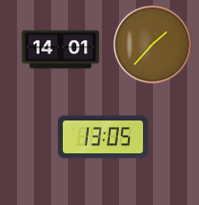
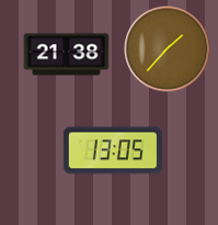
clock at (60, 50): 14:01 -> 21:38
